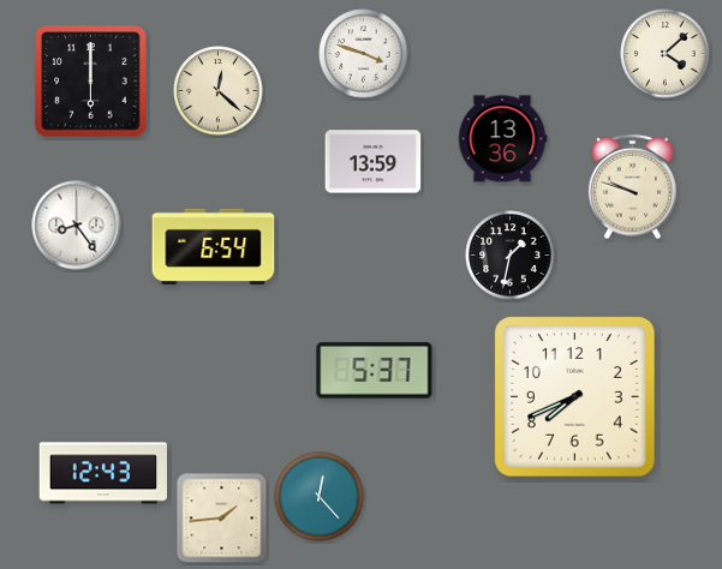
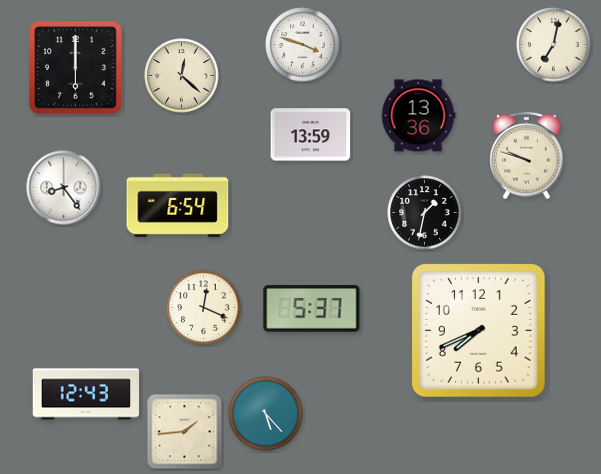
clock at (666, 54): 4:08 -> 7:02
clock at (204, 308): none -> 12:19
clock at (320, 497): 12:23 -> 5:23
